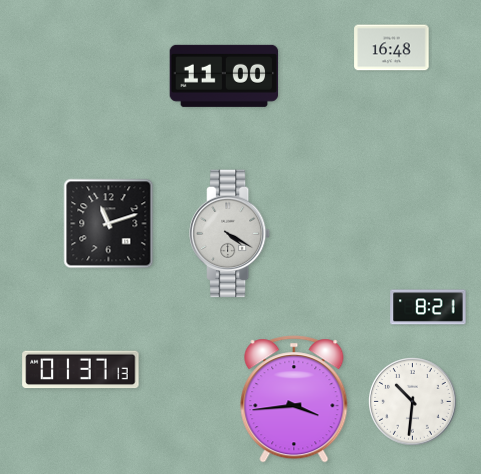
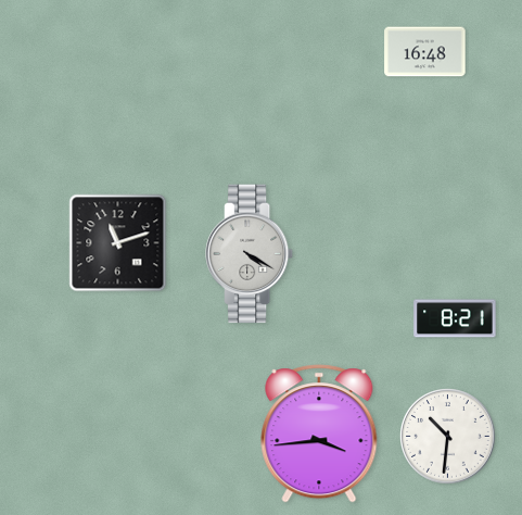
clock at (224, 76): 11:00 -> none
clock at (428, 307) position: (428, 307) -> (455, 318)
clock at (81, 370): 01:37 -> none
